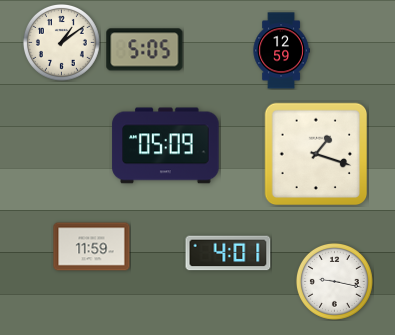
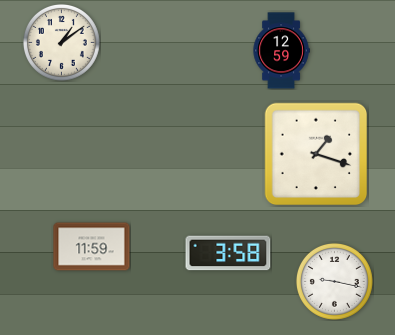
clock at (145, 50): 5:05 -> none
clock at (166, 146): 05:09 -> none
clock at (228, 253): 4:01 -> 3:58
